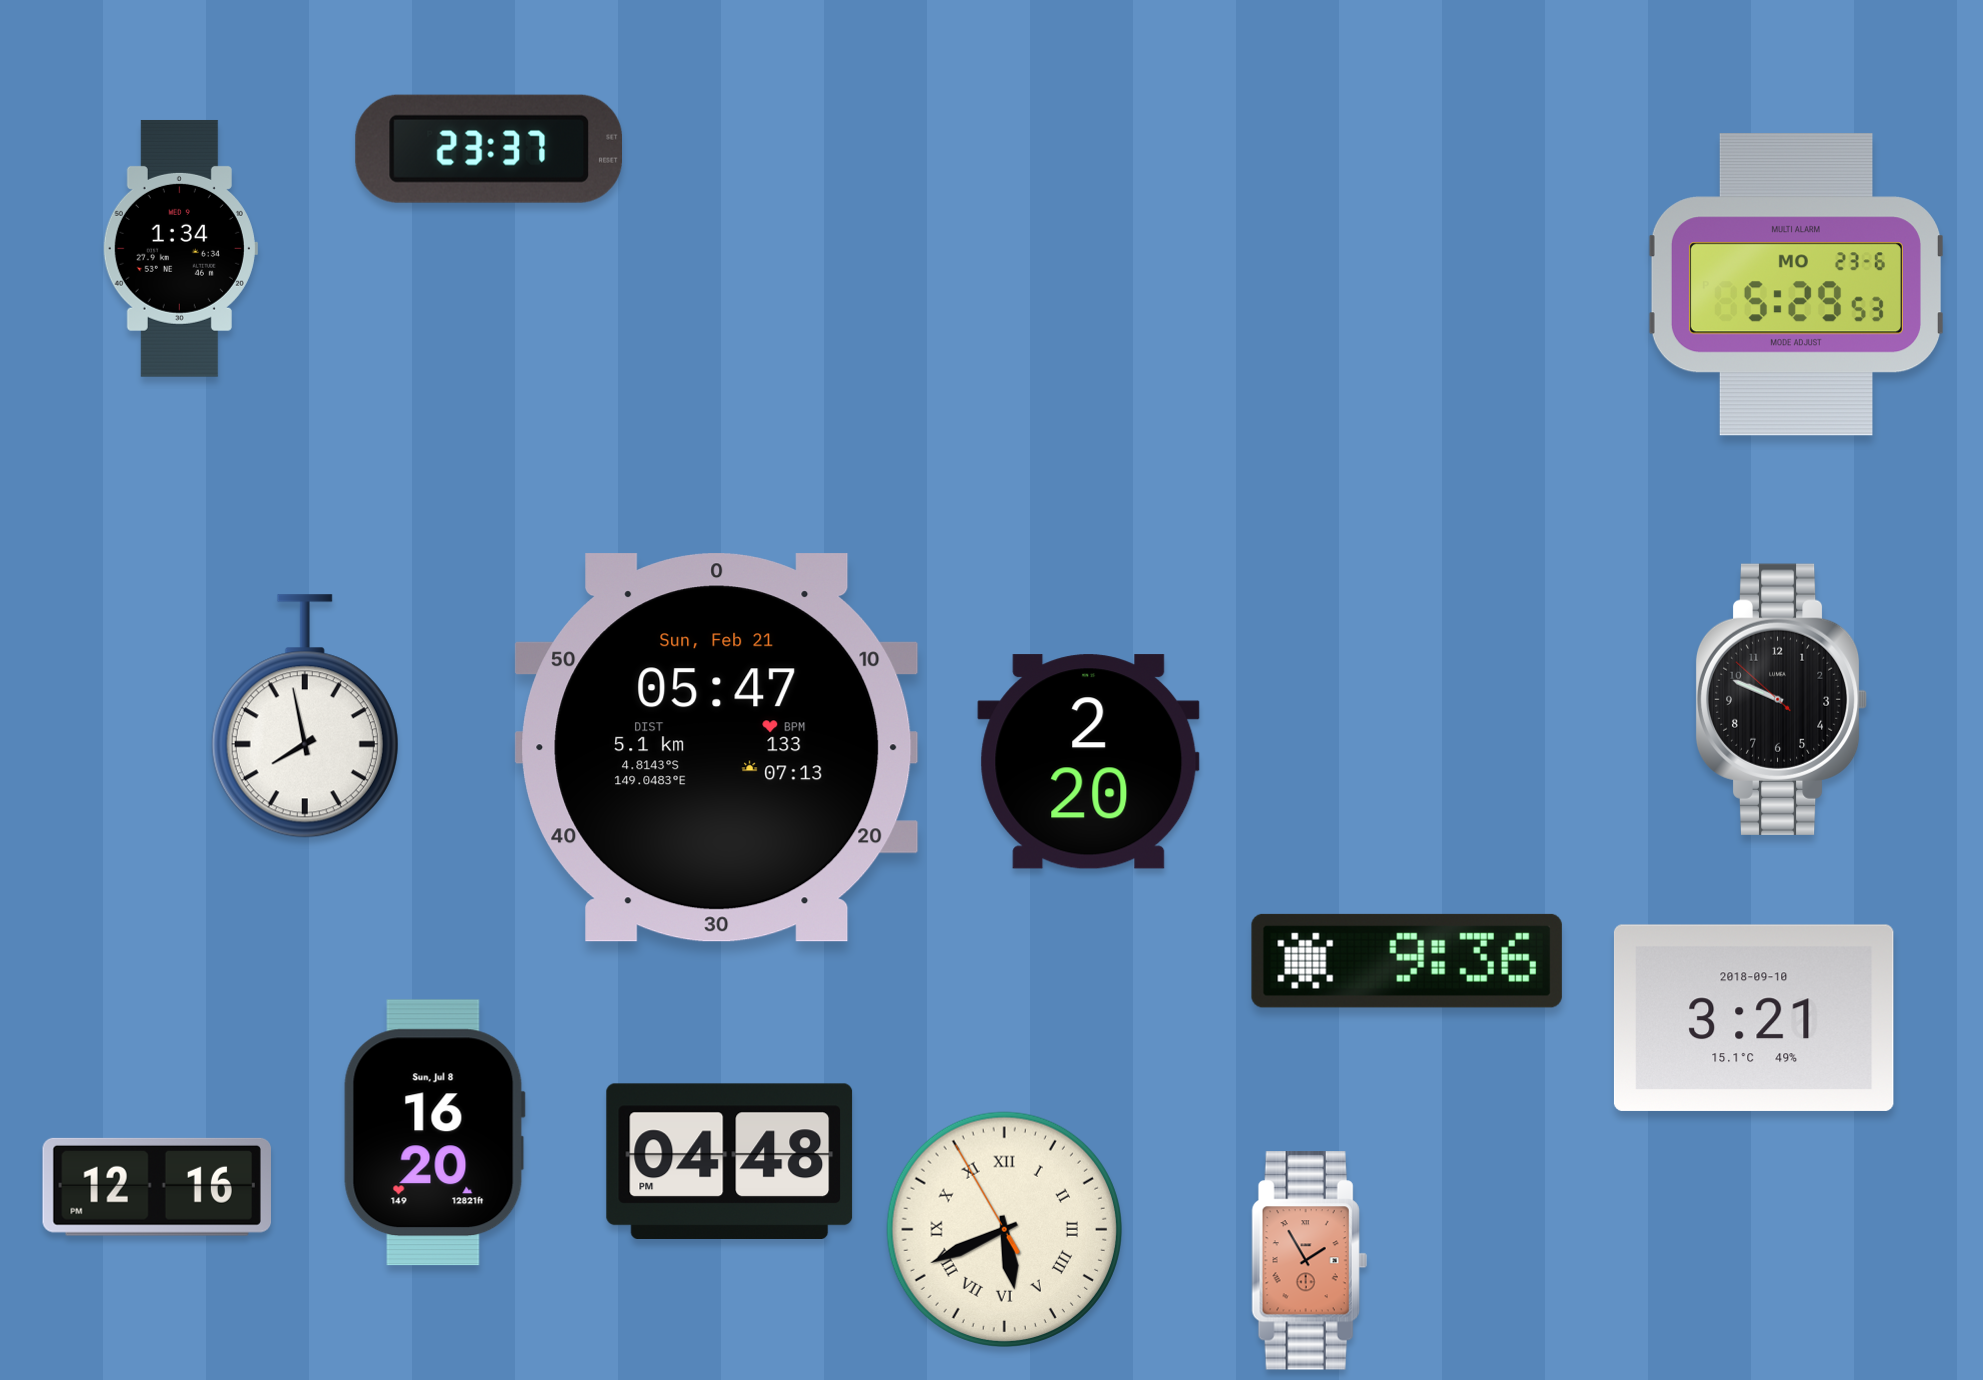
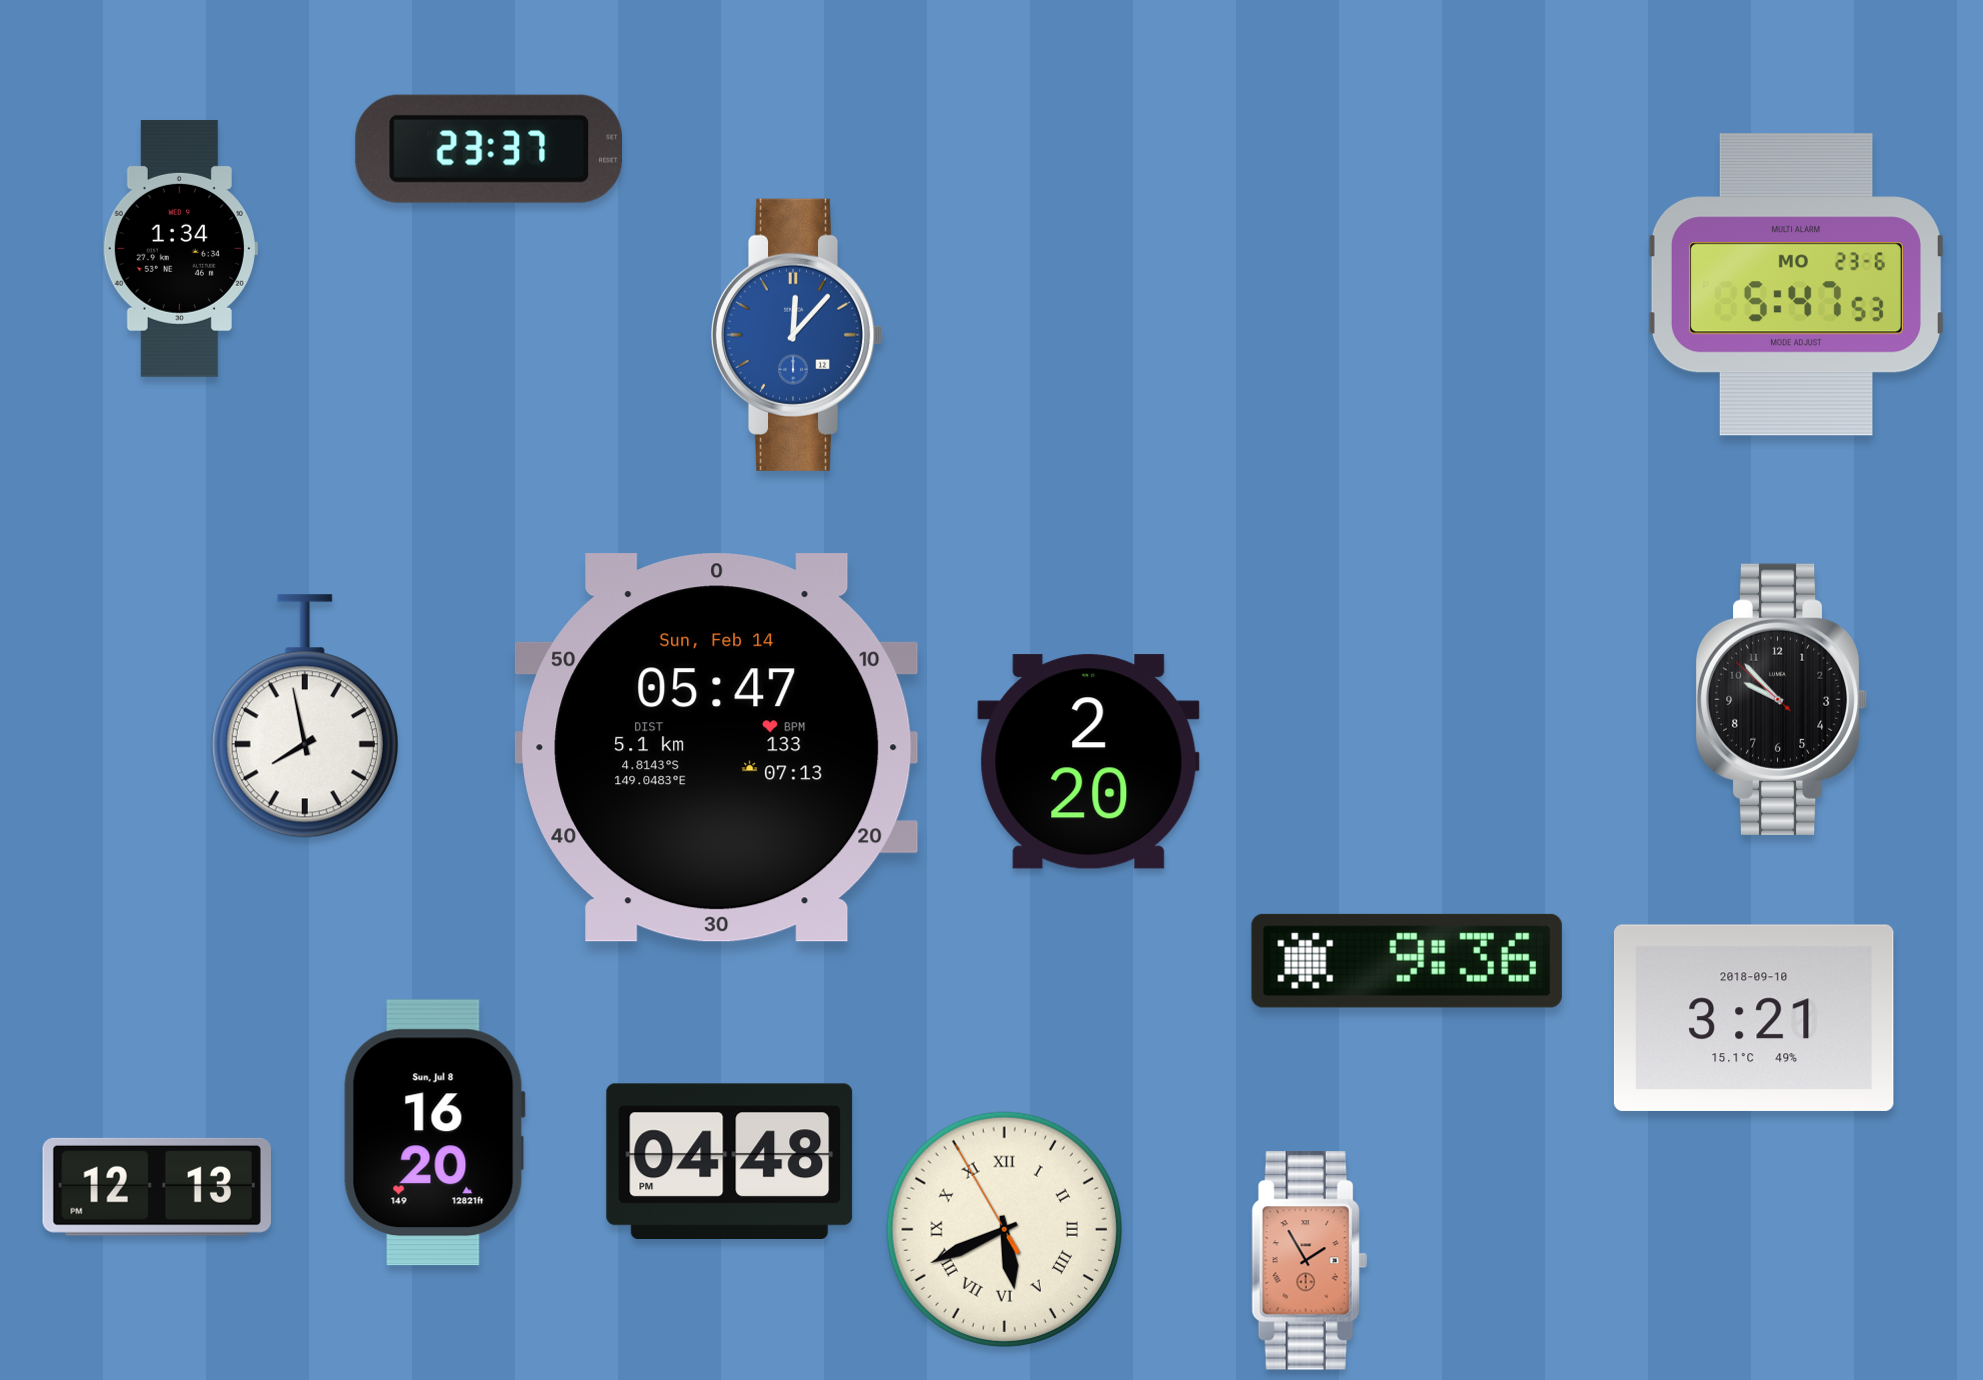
clock at (1796, 285): 5:29 -> 5:47
clock at (797, 335): none -> 12:07
clock at (1781, 699): 9:48 -> 9:52
clock at (717, 748) date: Sun, Feb 21 -> Sun, Feb 14
clock at (157, 1187): 12:16 -> 12:13
